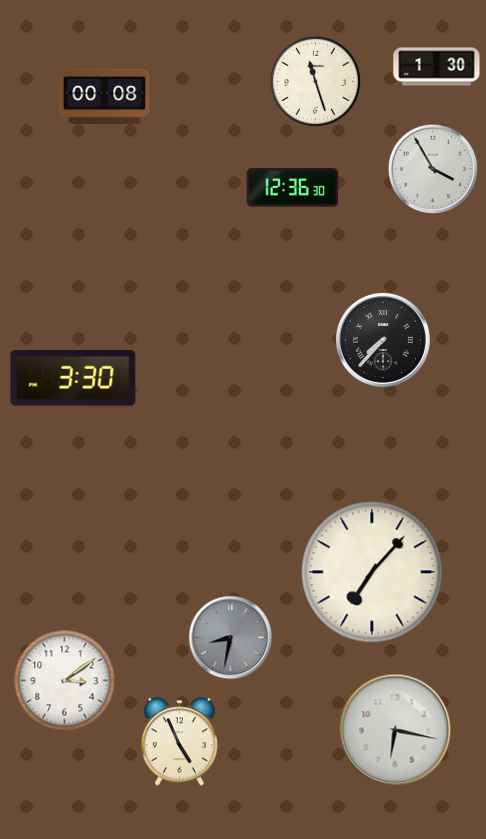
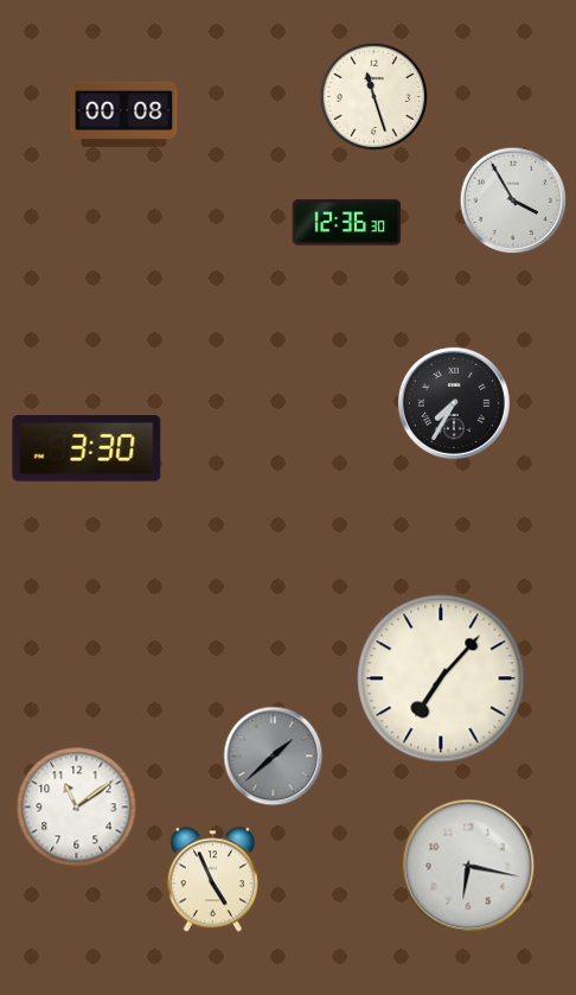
clock at (437, 67): 1:30 -> none
clock at (383, 340): 7:37 -> 7:35
clock at (231, 638): 8:32 -> 1:38
clock at (65, 681): 3:09 -> 11:09
